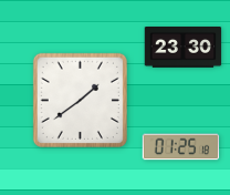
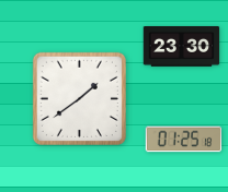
clock at (181, 147) position: (181, 147) -> (184, 140)
